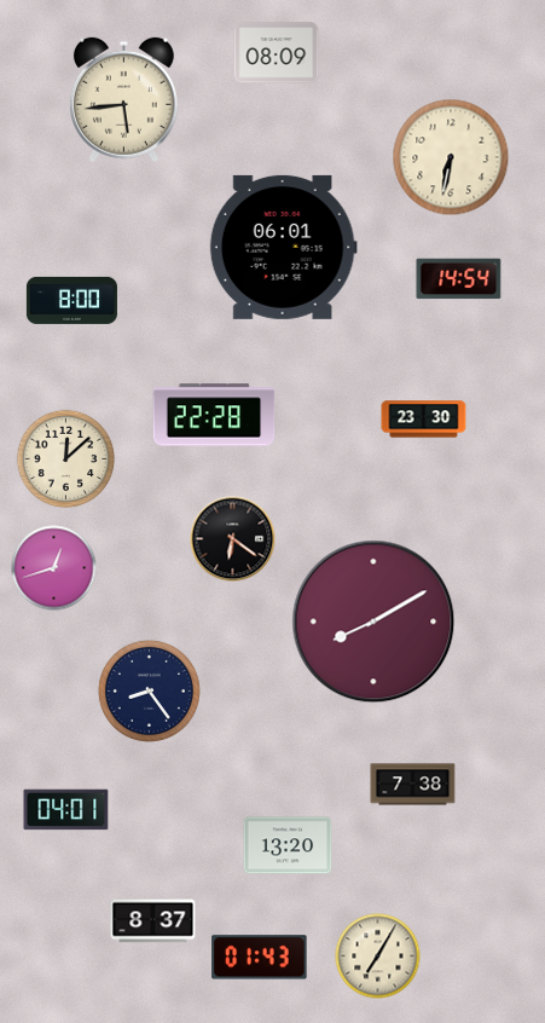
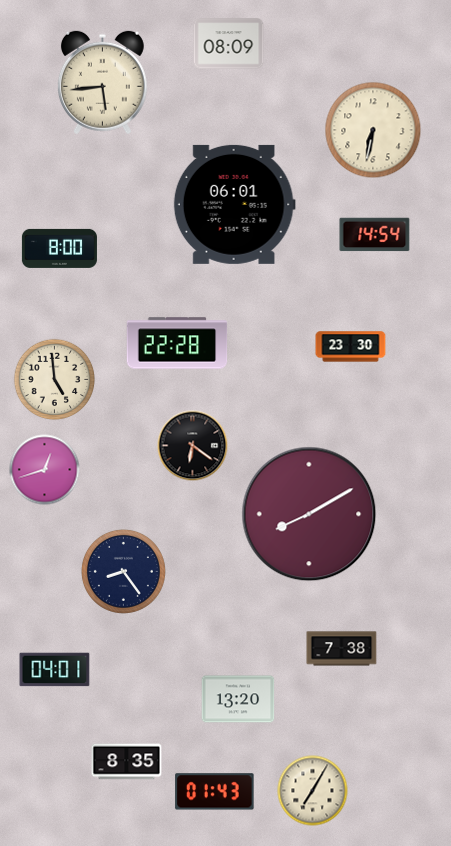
clock at (459, 279) position: (459, 279) -> (375, 235)
clock at (66, 460): 12:08 -> 4:59
clock at (153, 921): 8:37 -> 8:35
